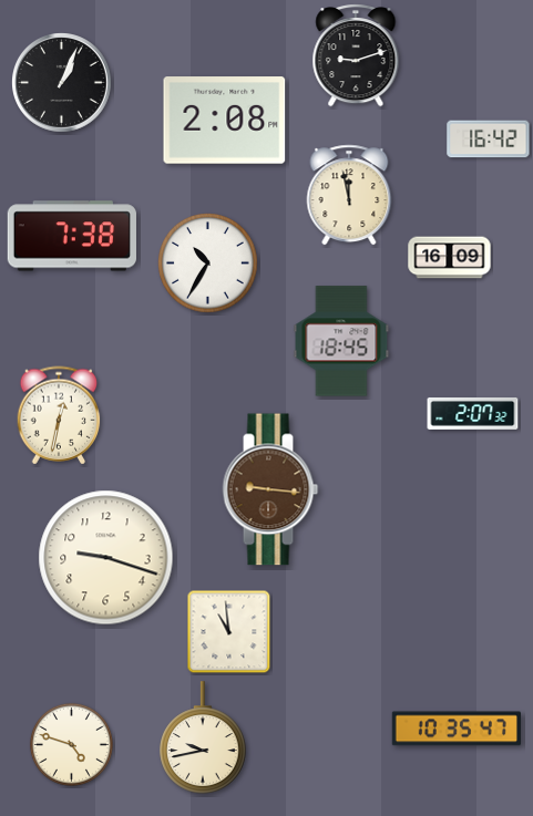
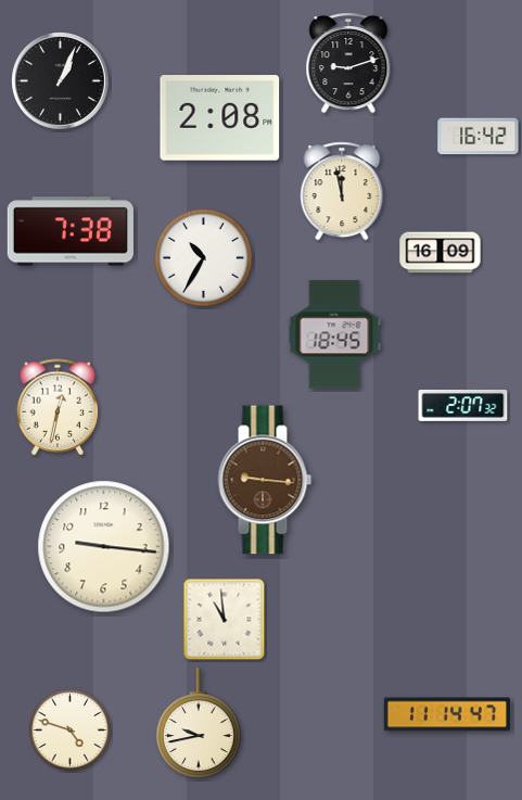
clock at (356, 56) position: (356, 56) -> (348, 64)
clock at (106, 558): 9:18 -> 9:16
clock at (457, 729): 10:35 -> 11:14
